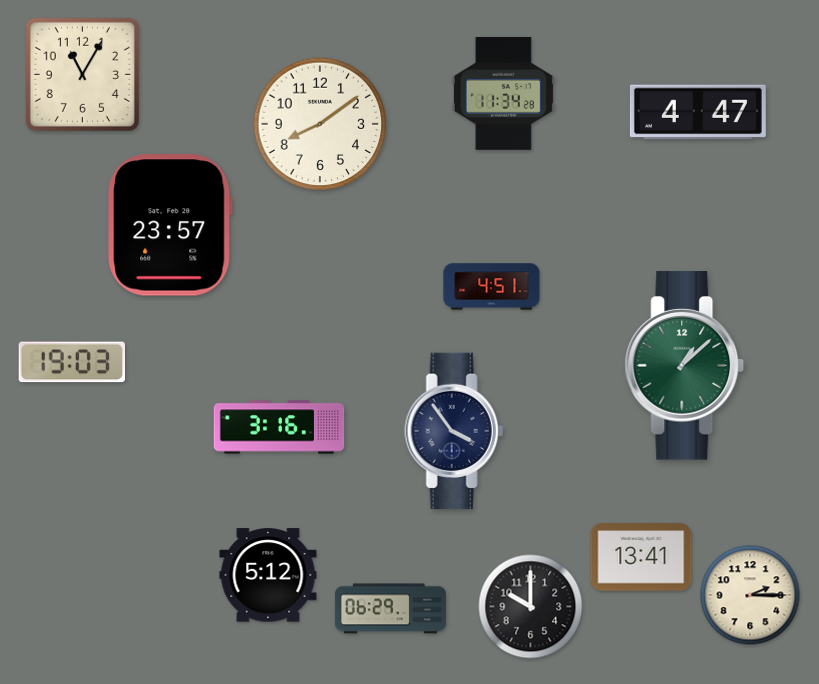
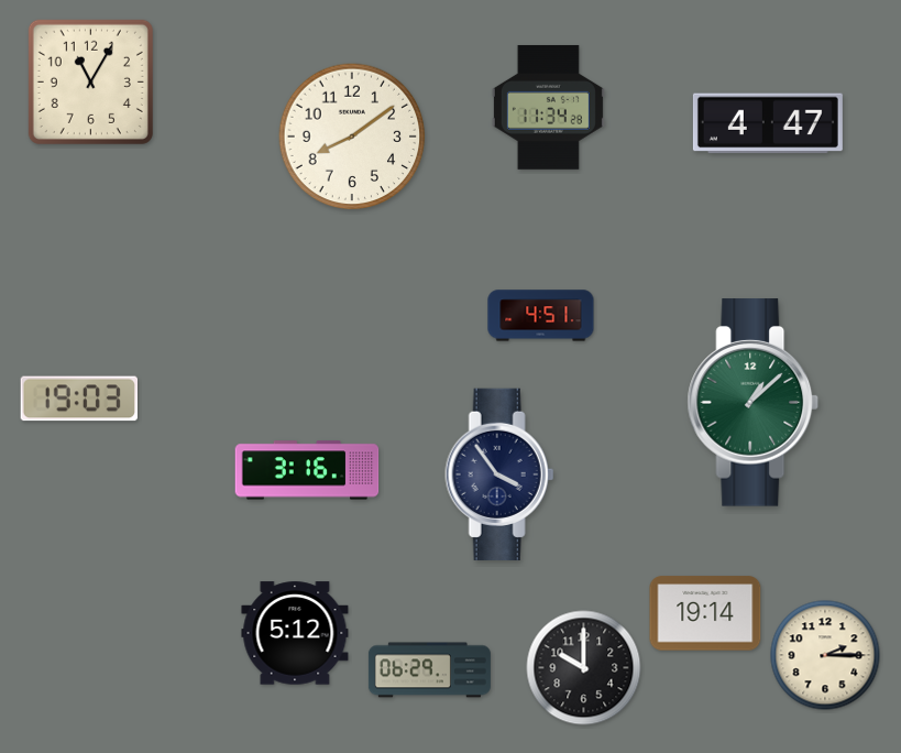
clock at (503, 94) position: (503, 94) -> (548, 108)
clock at (170, 225): 23:57 -> none
clock at (641, 557): 13:41 -> 19:14
